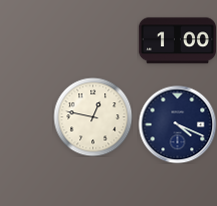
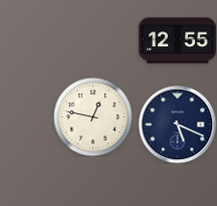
clock at (177, 41): 1:00 -> 12:55
clock at (177, 124): 4:19 -> 5:19
